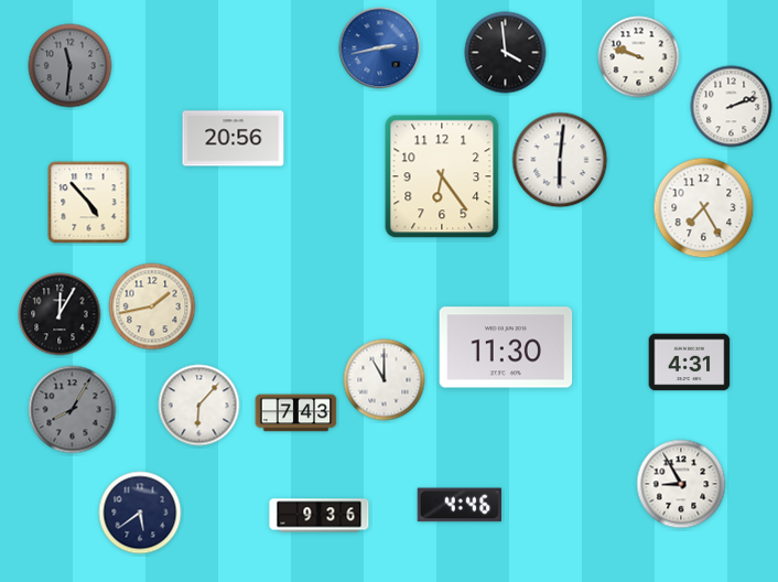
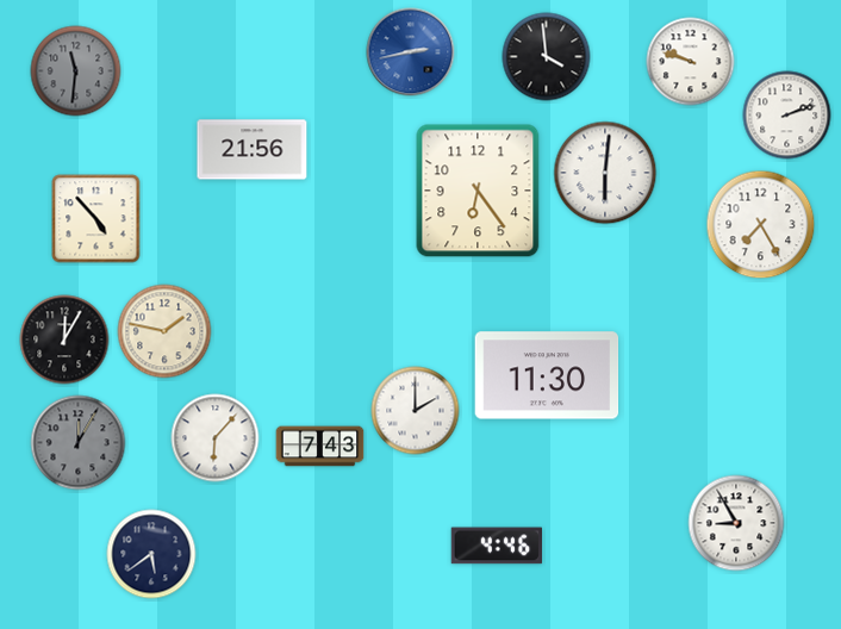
clock at (732, 107) position: (732, 107) -> (787, 116)
clock at (234, 139): 20:56 -> 21:56
clock at (152, 306): 1:43 -> 1:47
clock at (690, 363): 4:31 -> none
clock at (385, 380): 11:00 -> 2:00
clock at (73, 410): 8:05 -> 12:05
clock at (320, 516): 9:36 -> none
